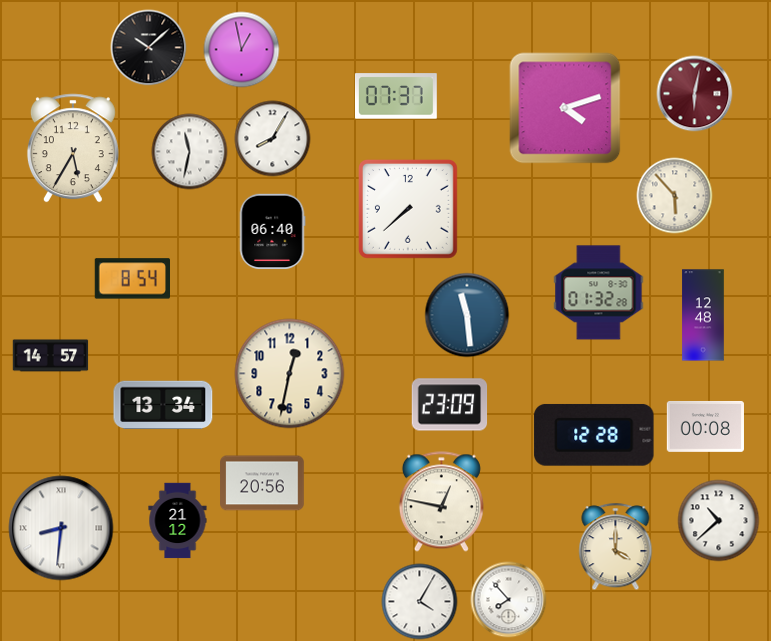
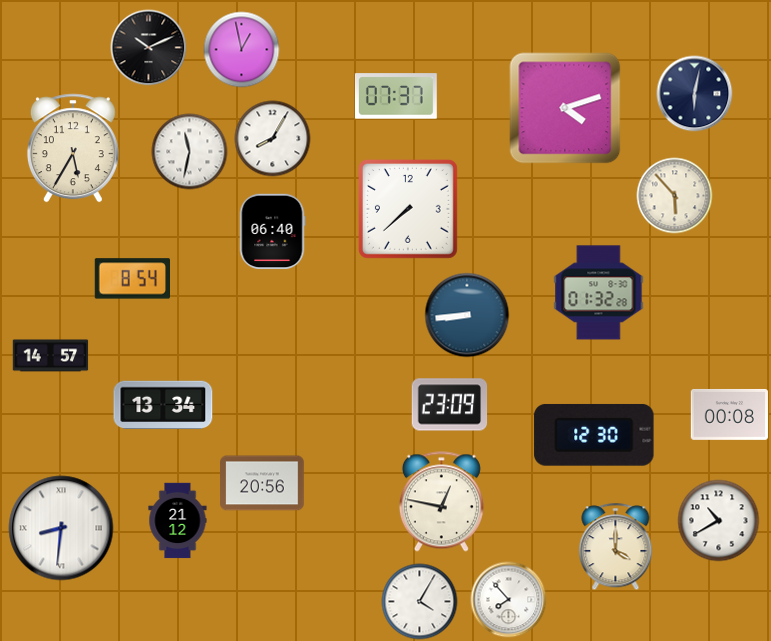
clock at (149, 48): 10:08 -> 10:11
clock at (695, 94) dial: burgundy -> navy
clock at (467, 315): 11:29 -> 8:44
clock at (703, 315): 12:48 -> none
clock at (290, 374): 12:32 -> none
clock at (705, 426) position: (705, 426) -> (729, 414)
clock at (594, 435): 12:28 -> 12:30
clock at (719, 521): 10:38 -> 10:40
